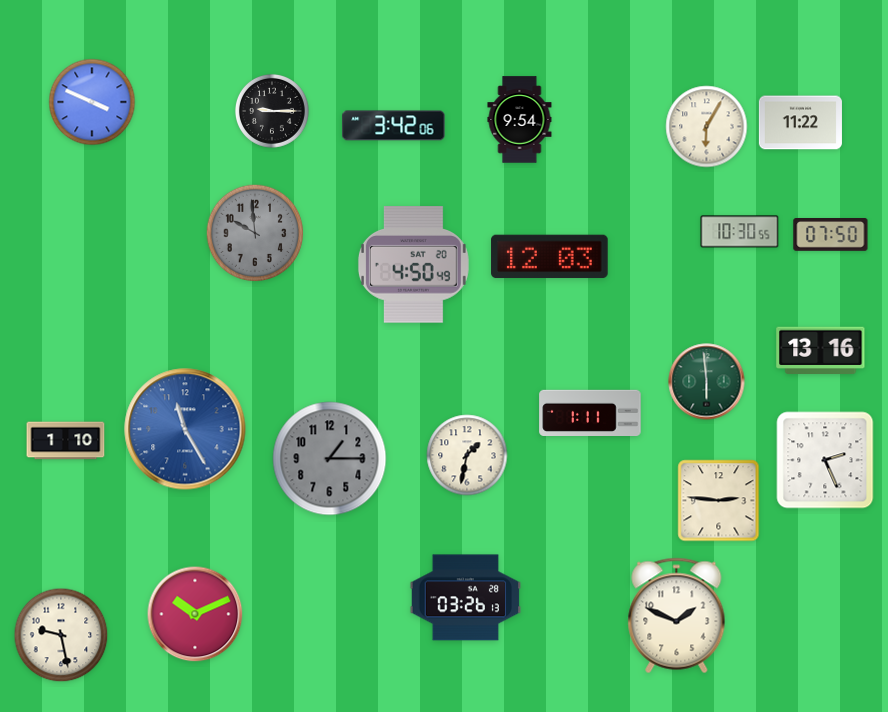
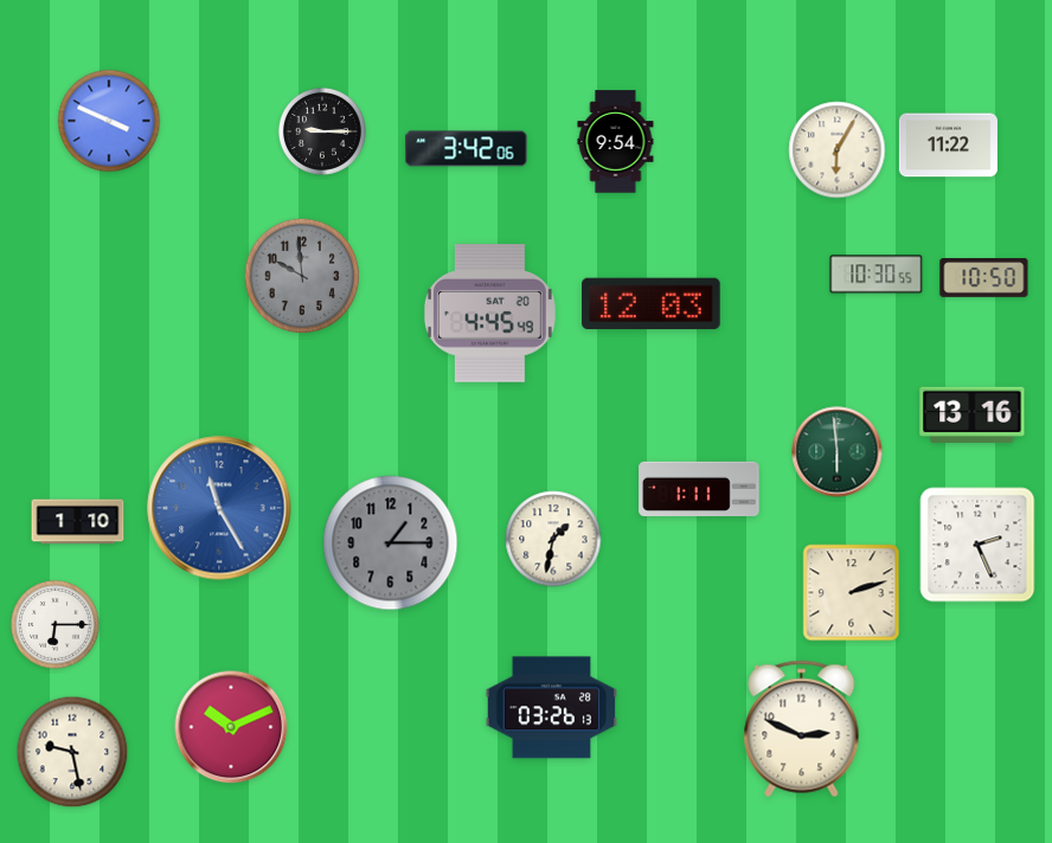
clock at (831, 235): 07:50 -> 10:50
clock at (413, 265): 4:50 -> 4:45
clock at (719, 501): 2:46 -> 2:12
clock at (56, 625): none -> 6:15
clock at (677, 616): 1:49 -> 2:49
